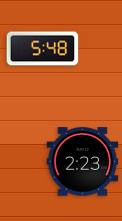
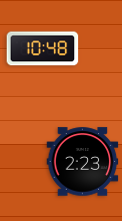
clock at (43, 49): 5:48 -> 10:48
